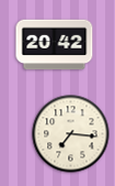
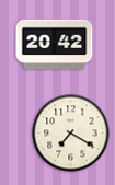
clock at (71, 134): 7:16 -> 7:20
